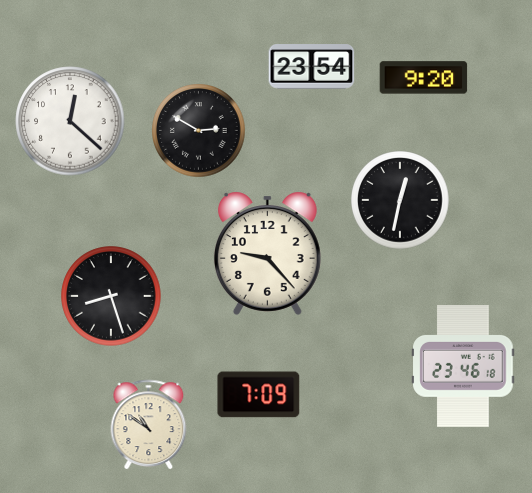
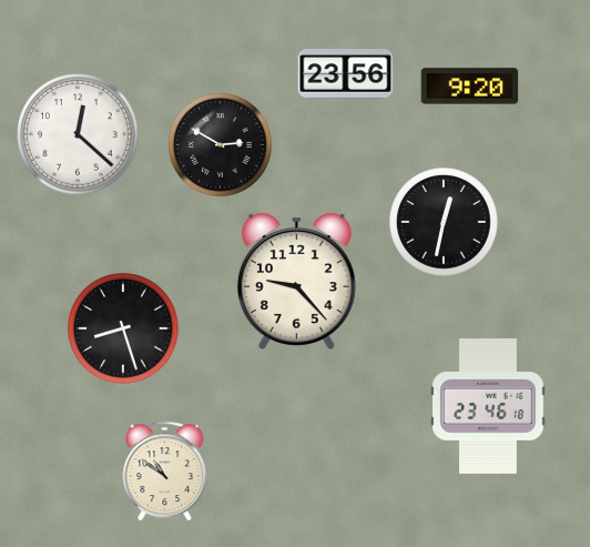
clock at (312, 67): 23:54 -> 23:56
clock at (463, 367) position: (463, 367) -> (488, 407)
clock at (259, 395): 7:09 -> none
